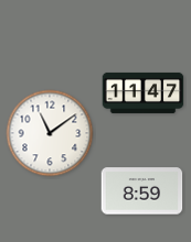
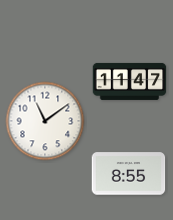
clock at (144, 92) position: (144, 92) -> (130, 81)
clock at (142, 191): 8:59 -> 8:55
